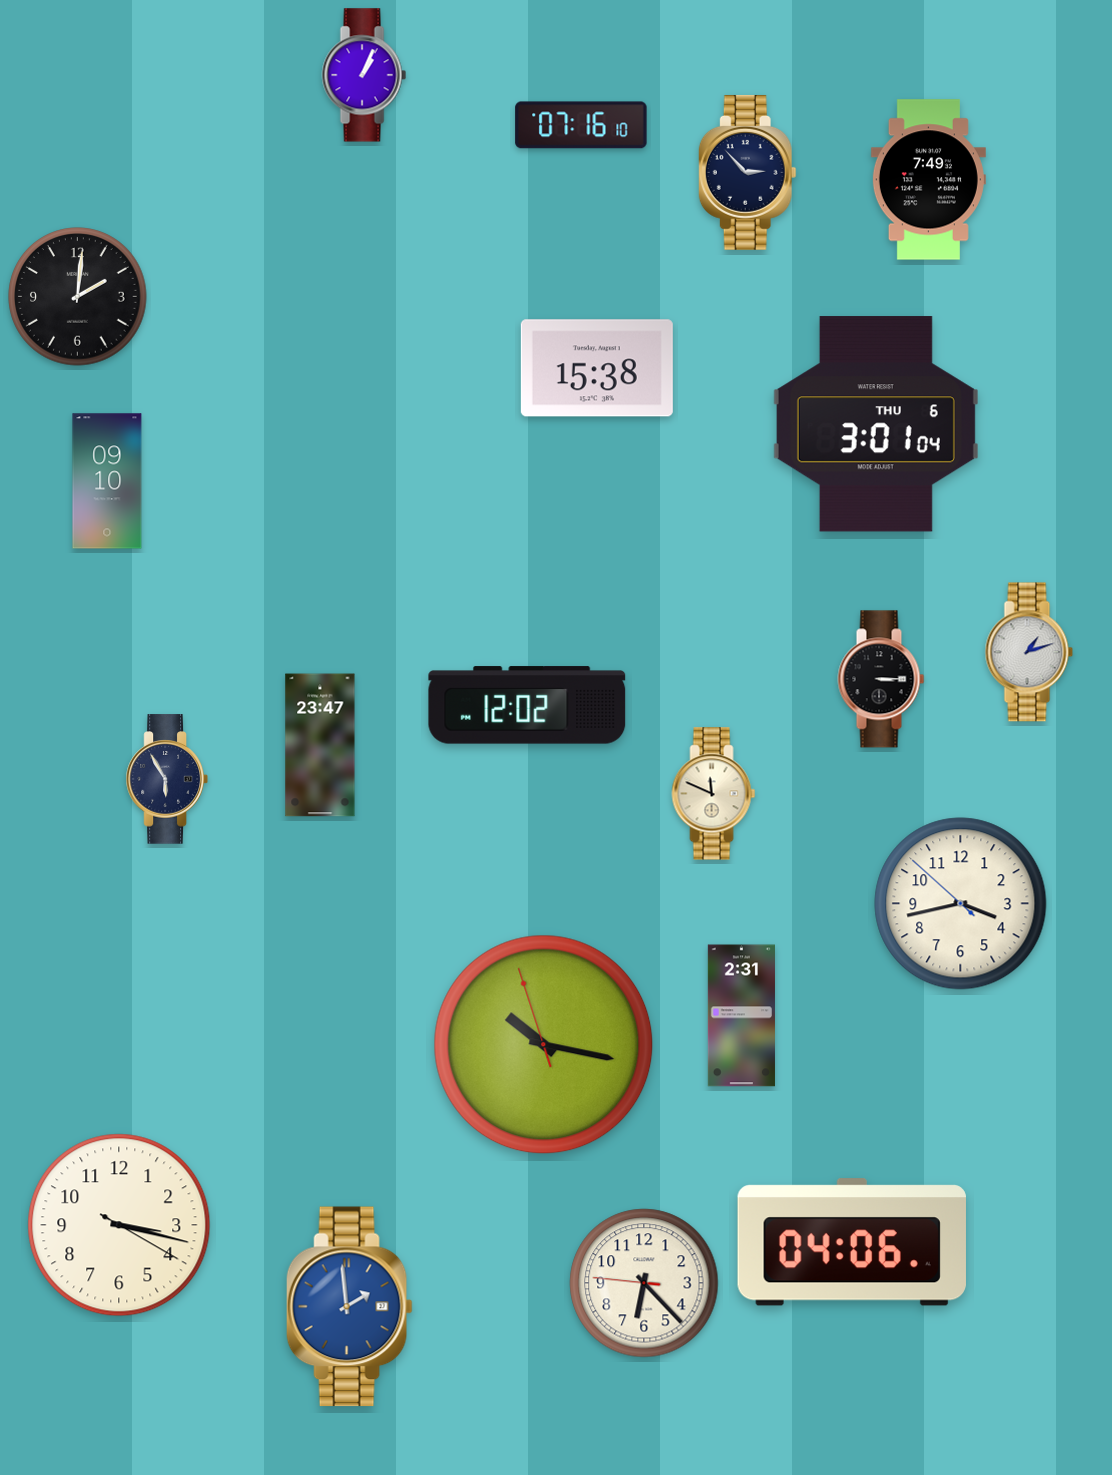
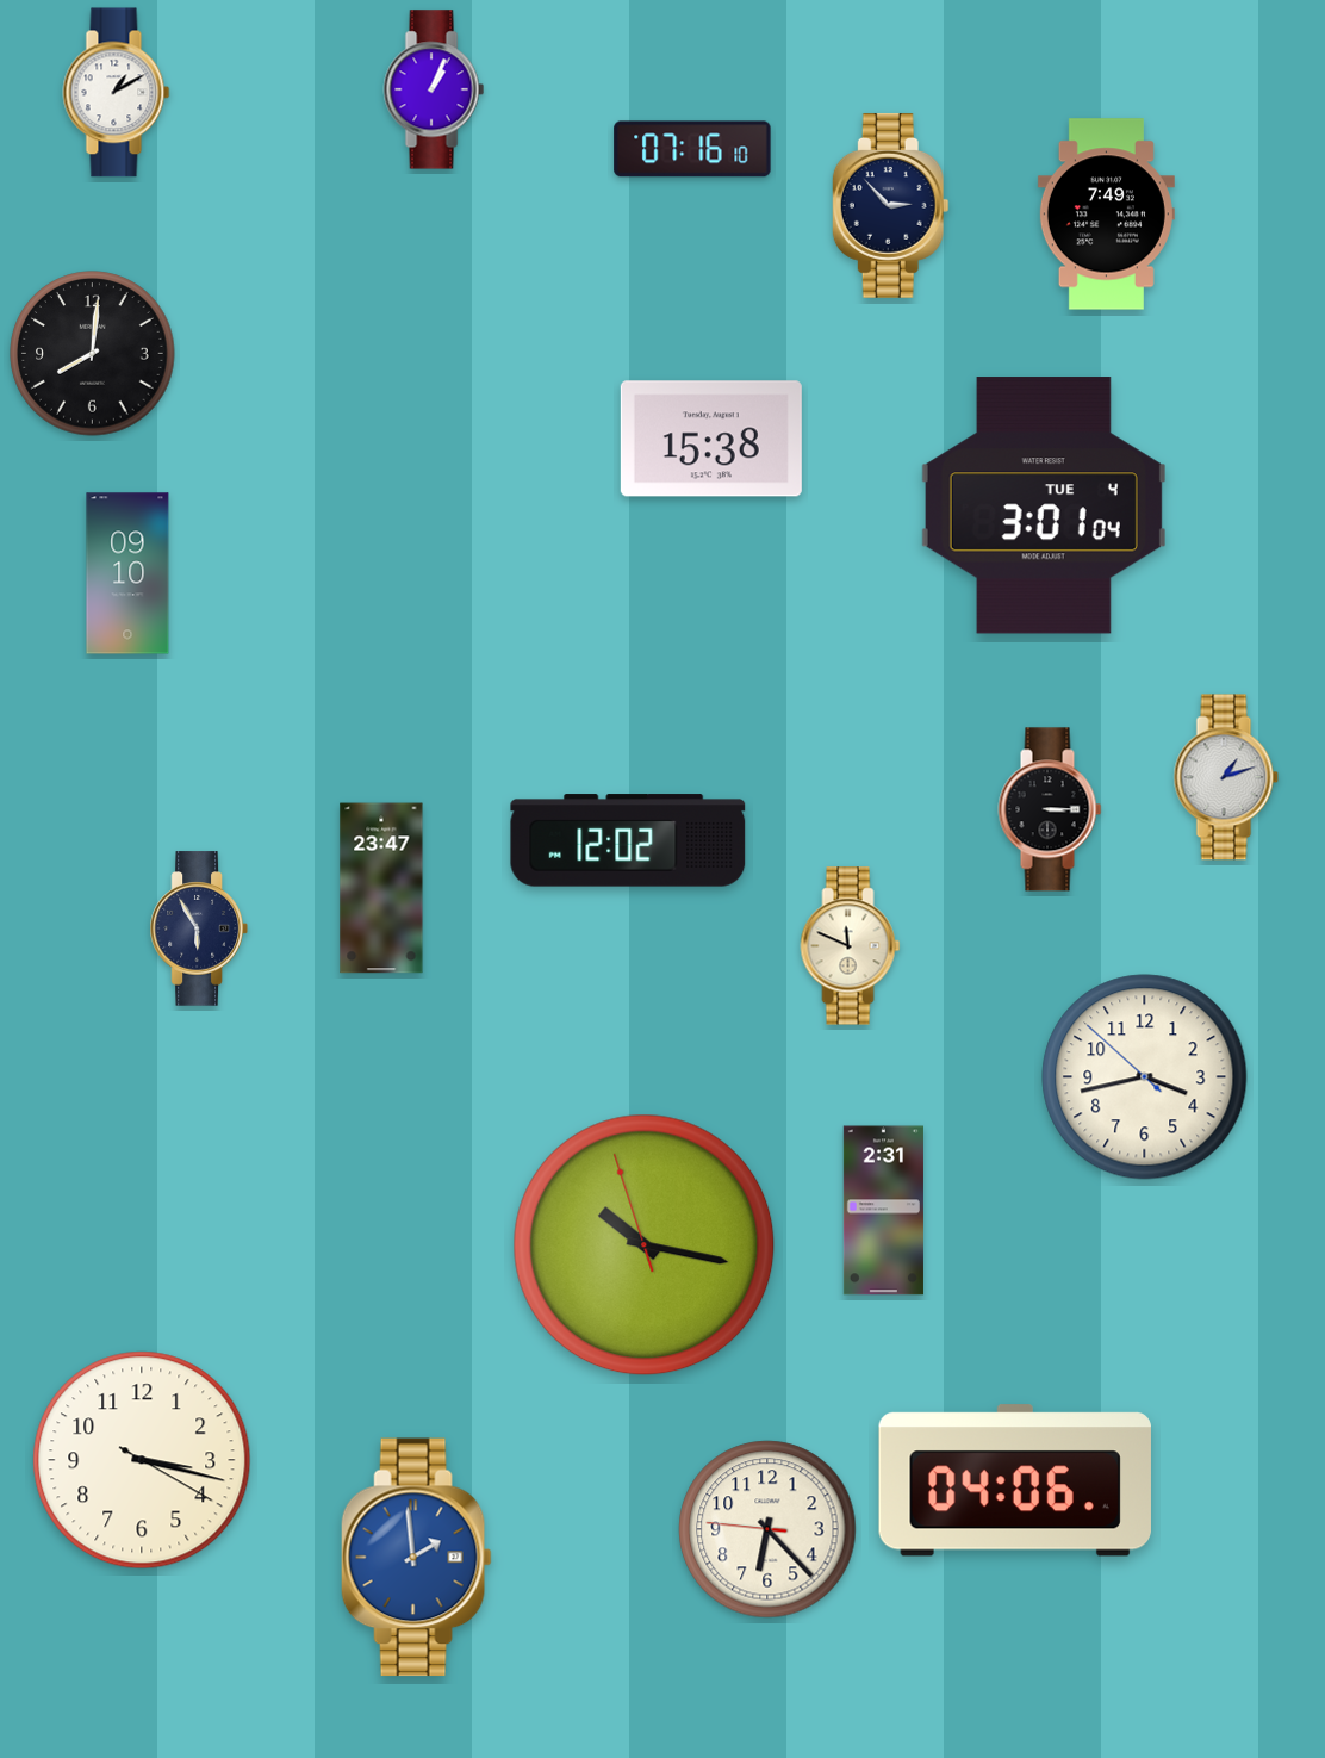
clock at (117, 93): none -> 1:10
clock at (78, 297): 2:01 -> 8:01
clock at (876, 424) date: THU 6 -> TUE 4
clock at (544, 1045) position: (544, 1045) -> (645, 1245)
